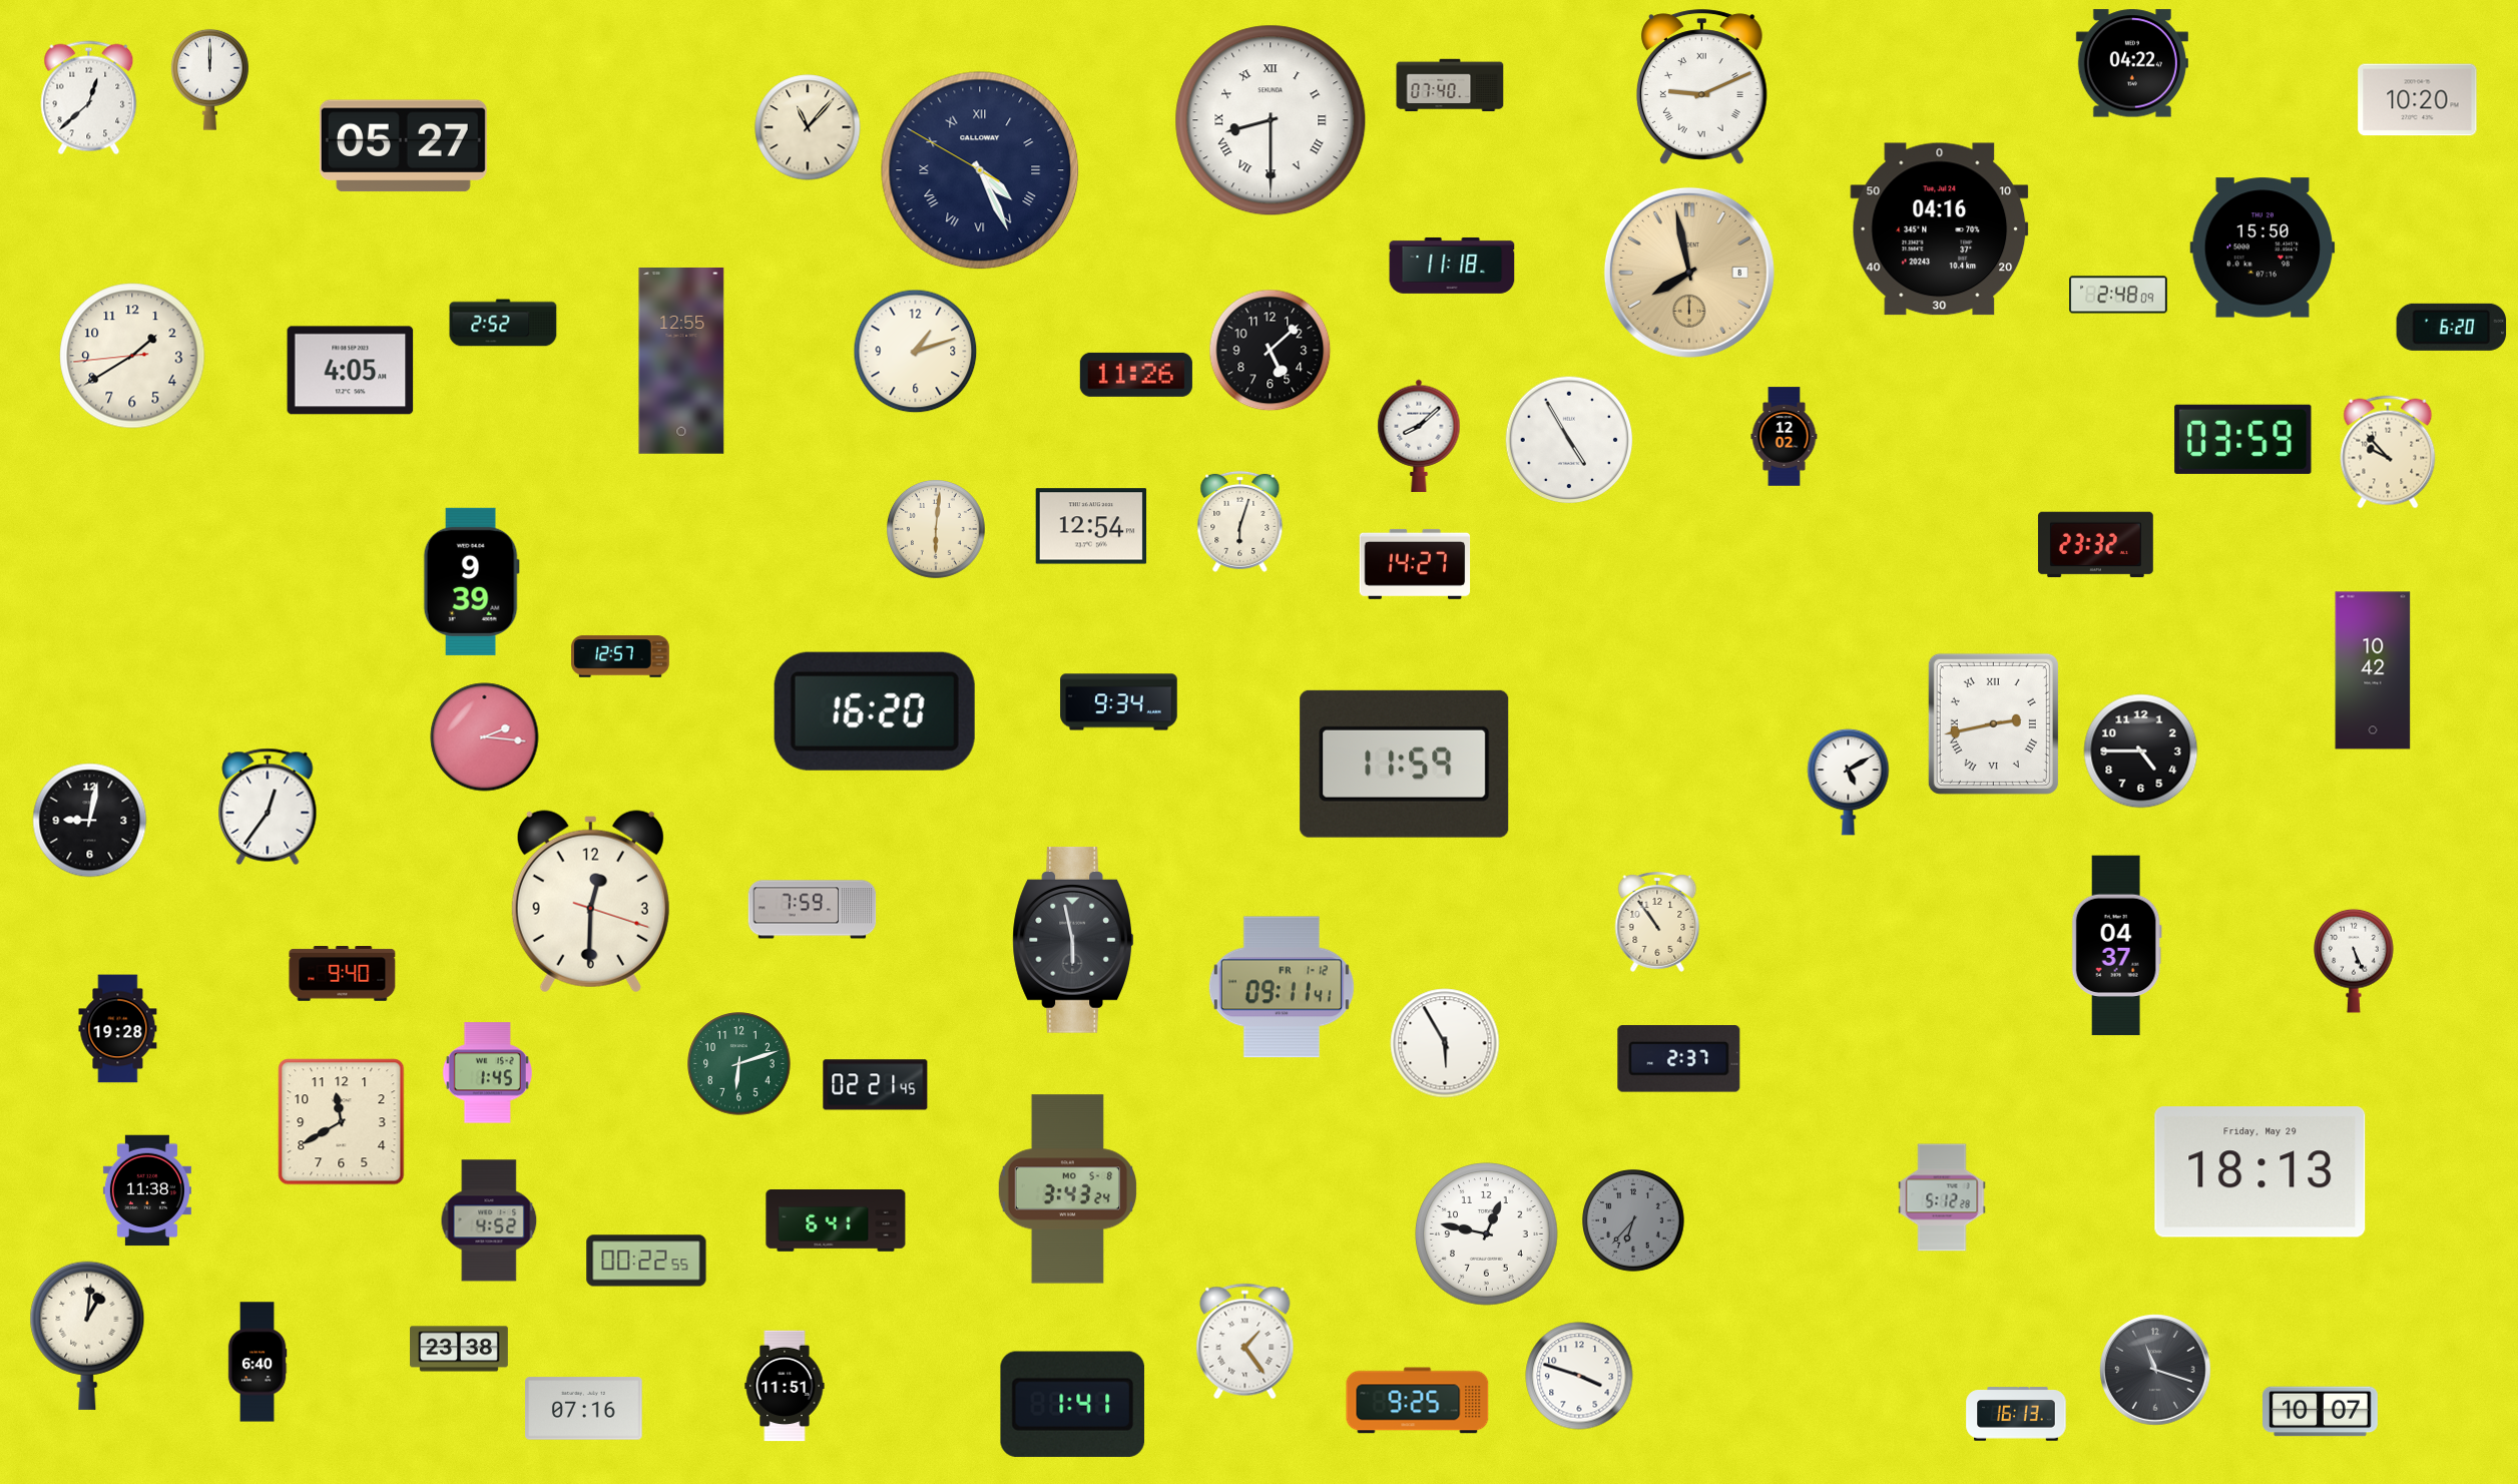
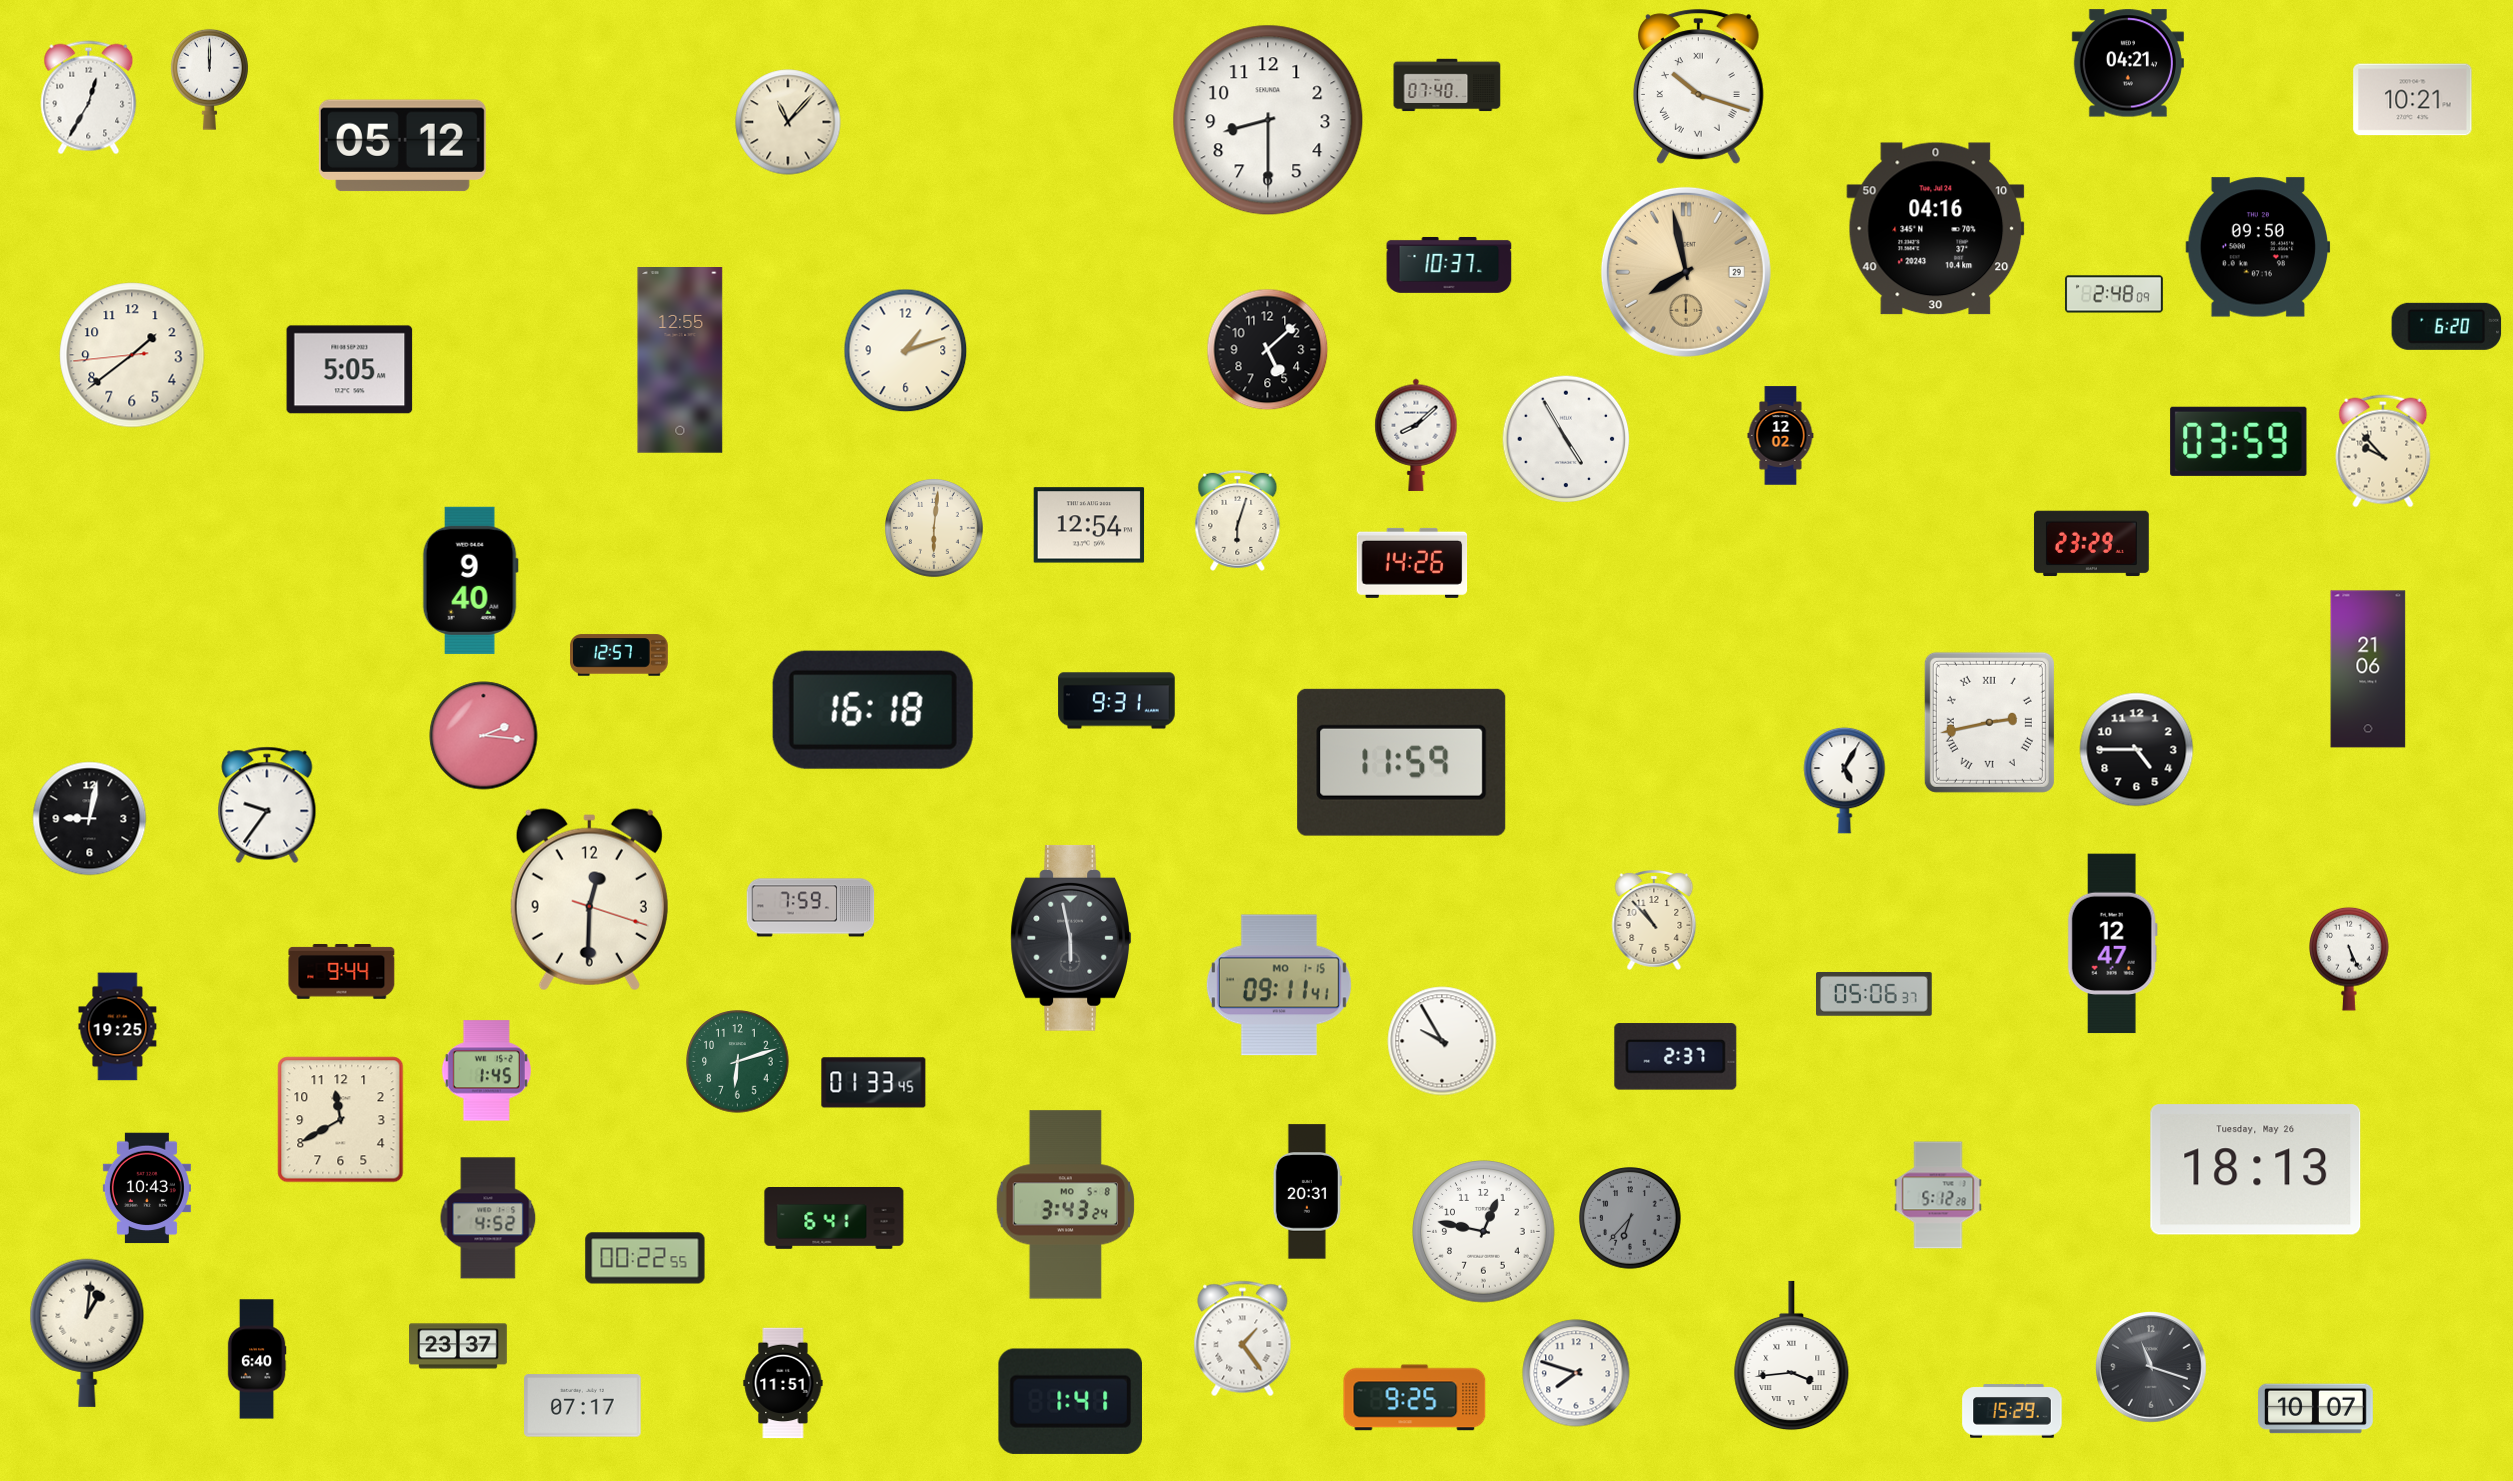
clock at (2132, 63): 04:22 -> 04:21
clock at (1701, 87): 9:11 -> 10:18
clock at (89, 98): 12:38 -> 12:35
clock at (2418, 100): 10:20 -> 10:21
clock at (1271, 120) numerals: Roman -> Arabic
clock at (808, 127) position: (808, 127) -> (788, 122)
clock at (403, 146): 05:27 -> 05:12
clock at (980, 170): 4:25 -> none
clock at (2262, 248): 15:50 -> 09:50
clock at (1452, 266): 11:18 -> 10:37
clock at (1689, 273) date: 8 -> 29
clock at (503, 323): 2:52 -> none
clock at (916, 352) position: (916, 352) -> (906, 351)
clock at (132, 356): 1:39 -> 1:38
clock at (351, 371): 4:05 -> 5:05
clock at (1136, 375): 11:26 -> none
clock at (2243, 439) position: (2243, 439) -> (2239, 441)
clock at (2095, 545): 23:32 -> 23:29
clock at (1415, 564): 14:27 -> 14:26
clock at (471, 581): 9:39 -> 9:40
clock at (2373, 670): 10:42 -> 21:06
clock at (1119, 702): 9:34 -> 9:31
clock at (875, 711): 16:20 -> 16:18
clock at (1849, 782): 5:10 -> 5:05
clock at (268, 807): 12:36 -> 9:36
clock at (1657, 922): 10:54 -> 10:53
clock at (2116, 946): 04:37 -> 12:47
clock at (343, 974): 9:40 -> 9:44
clock at (1282, 987) date: FR 1-12 -> MO 1-15
clock at (1875, 995): none -> 05:06
clock at (118, 1029): 19:28 -> 19:25
clock at (1445, 1043): 5:55 -> 9:55
clock at (876, 1085): 02:21 -> 01:33
clock at (2260, 1172) date: Friday, May 29 -> Tuesday, May 26
clock at (1067, 1189) position: (1067, 1189) -> (1065, 1205)
clock at (147, 1190): 11:38 -> 10:43
clock at (1307, 1192): none -> 20:31
clock at (459, 1349): 23:38 -> 23:37
clock at (1792, 1356): none -> 3:44
clock at (1579, 1376): 3:48 -> 7:48
clock at (584, 1409): 07:16 -> 07:17
clock at (2016, 1414): 16:13 -> 15:29
